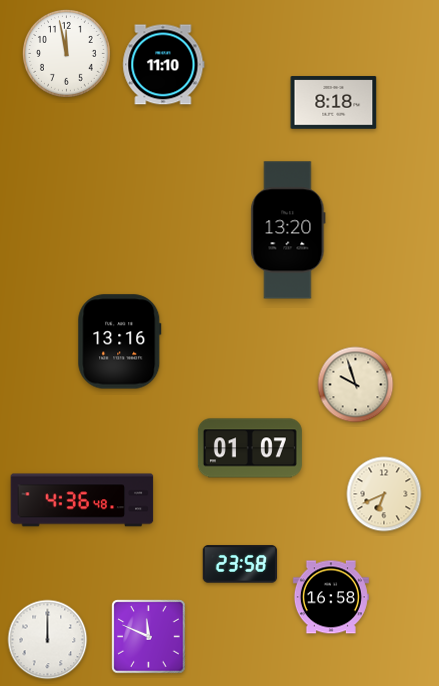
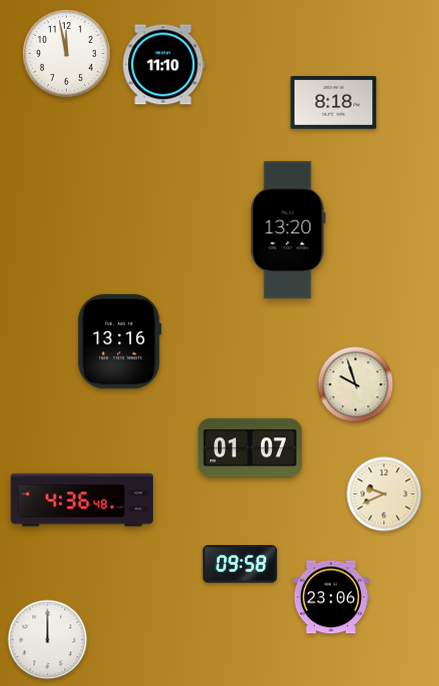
clock at (384, 494): 6:41 -> 9:41
clock at (240, 564): 23:58 -> 09:58
clock at (331, 597): 16:58 -> 23:06
clock at (149, 637): 11:49 -> none
